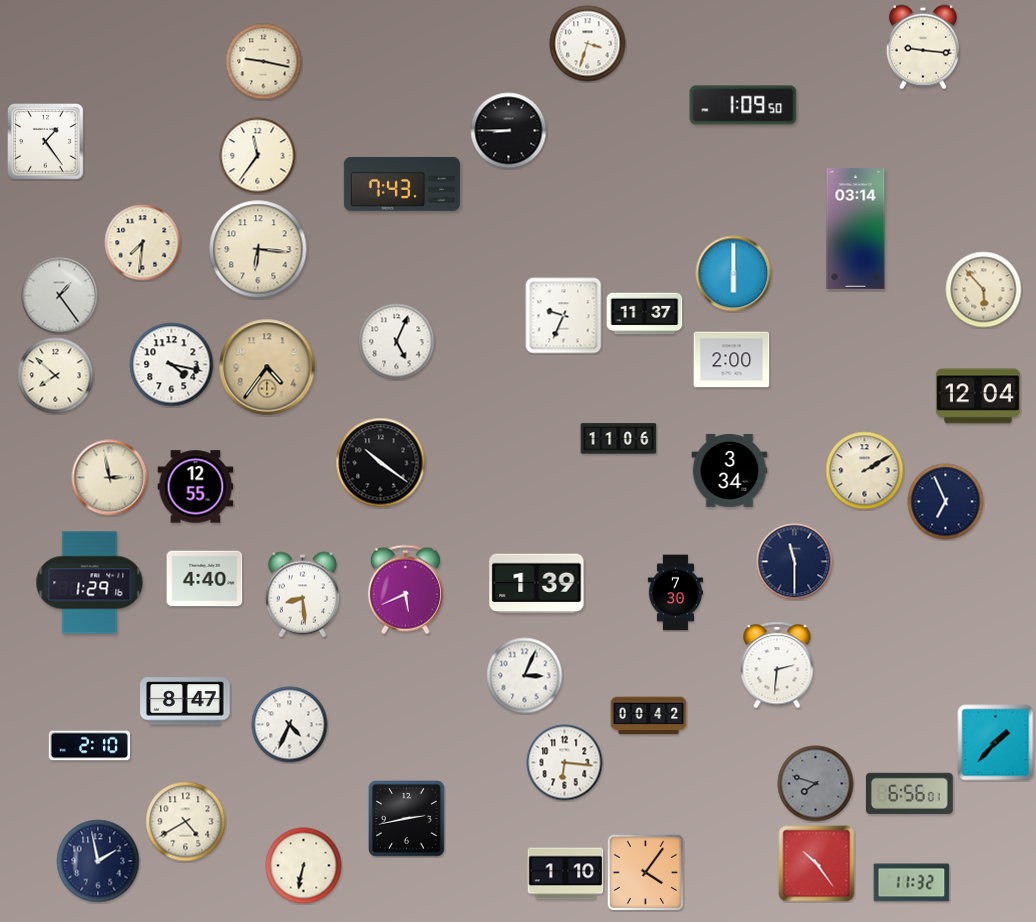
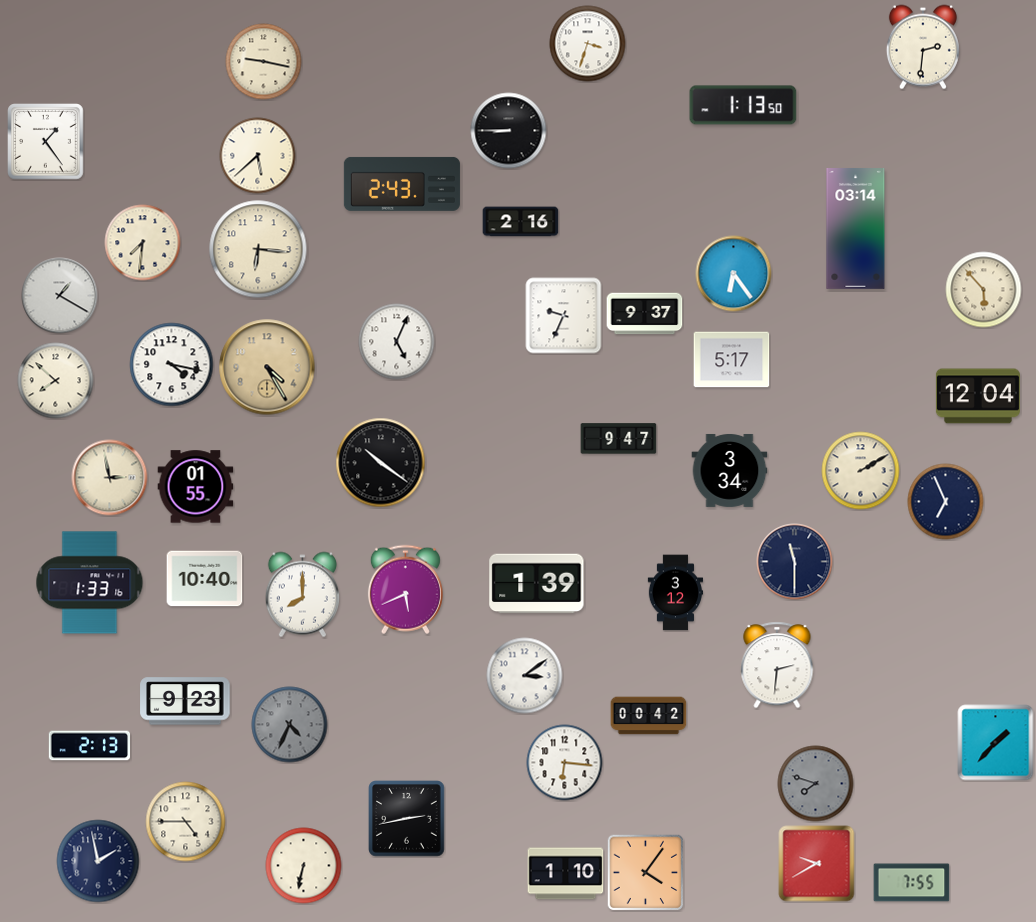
clock at (923, 47): 9:16 -> 2:31
clock at (743, 105): 1:09 -> 1:13
clock at (258, 156): 11:36 -> 5:38
clock at (402, 184): 7:43 -> 2:43
clock at (521, 222): none -> 2:16
clock at (734, 274): 6:00 -> 6:24
clock at (60, 296): 1:24 -> 1:20
clock at (645, 314): 11:37 -> 9:37
clock at (732, 360): 2:00 -> 5:17
clock at (267, 367): 4:36 -> 4:25
clock at (56, 376) position: (56, 376) -> (56, 381)
clock at (619, 439): 11:06 -> 9:47
clock at (865, 471) position: (865, 471) -> (861, 471)
clock at (196, 487): 12:55 -> 01:55
clock at (205, 579): 4:40 -> 10:40
clock at (90, 583): 1:29 -> 1:33
clock at (676, 593): 7:30 -> 3:12
clock at (302, 595): 8:29 -> 8:00
clock at (525, 676): 3:04 -> 3:09
clock at (185, 701): 8:47 -> 9:23
clock at (290, 725) dial: white -> grey
clock at (89, 746): 2:10 -> 2:13
clock at (909, 793): 6:56 -> none
clock at (186, 822): 4:40 -> 4:45
clock at (817, 864): 10:24 -> 9:40
clock at (912, 883): 11:32 -> 7:55
